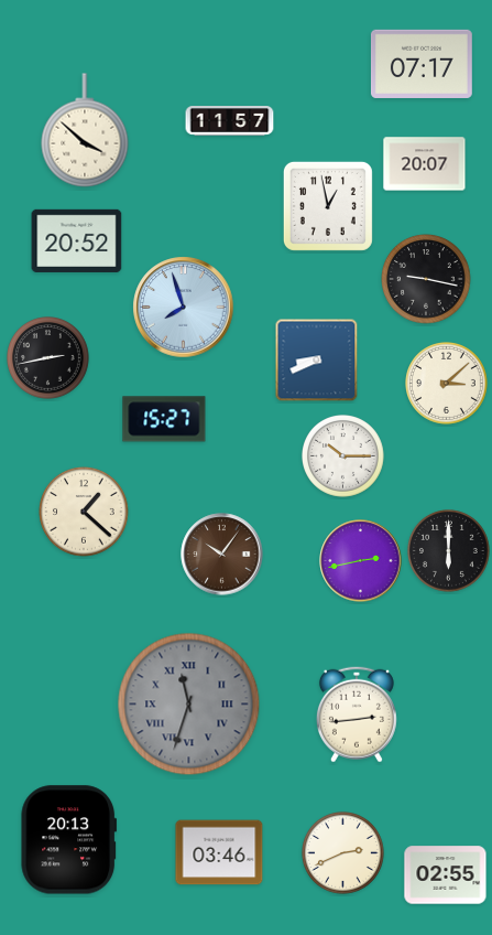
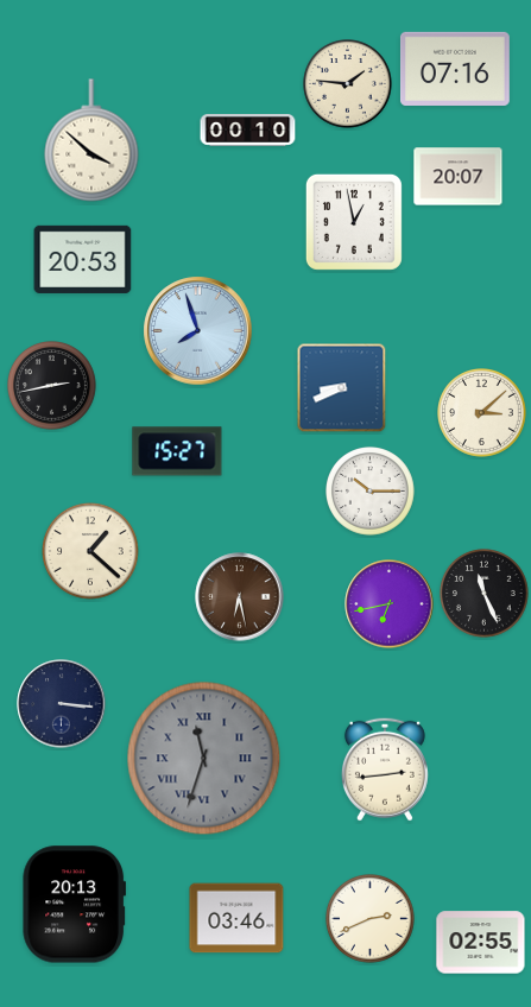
clock at (422, 64): 07:17 -> 07:16
clock at (348, 84): none -> 1:46
clock at (230, 121): 11:57 -> 00:10
clock at (77, 240): 20:52 -> 20:53
clock at (426, 279): 9:17 -> none
clock at (449, 551): 6:00 -> 11:26
clock at (222, 555): 10:06 -> 6:28
clock at (361, 561): 2:43 -> 6:43
clock at (62, 704): none -> 3:16
